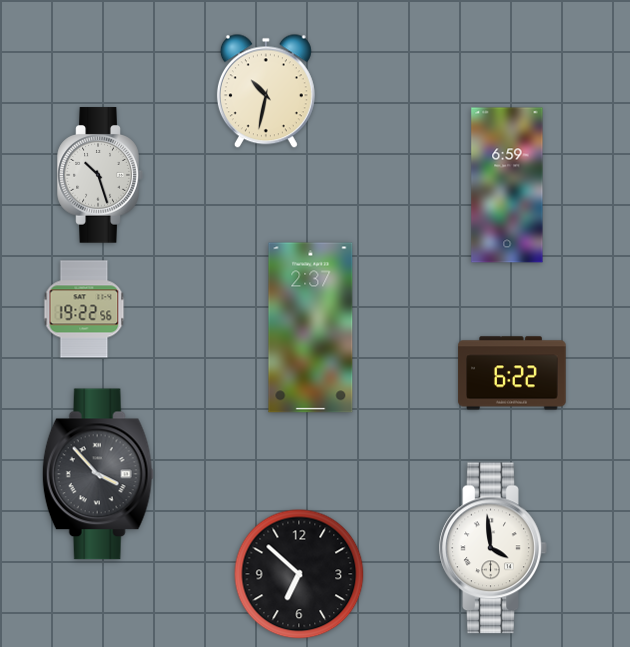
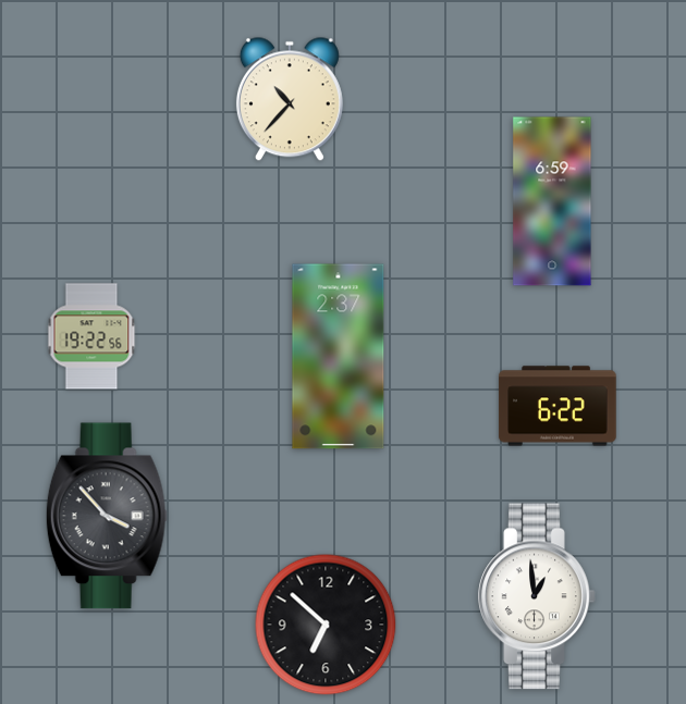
clock at (266, 91): 10:32 -> 10:37
clock at (100, 175): 10:27 -> none
clock at (493, 548): 3:59 -> 12:59
